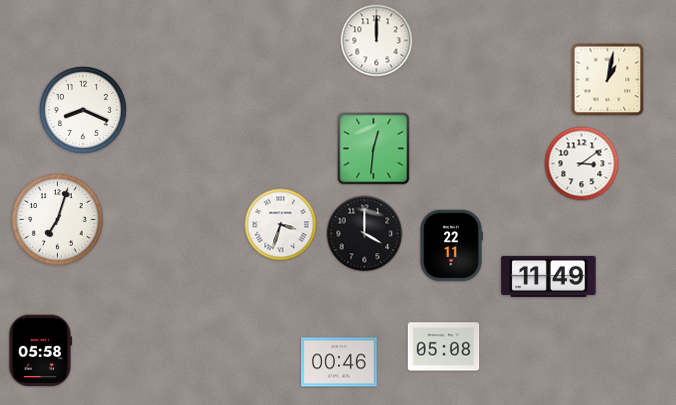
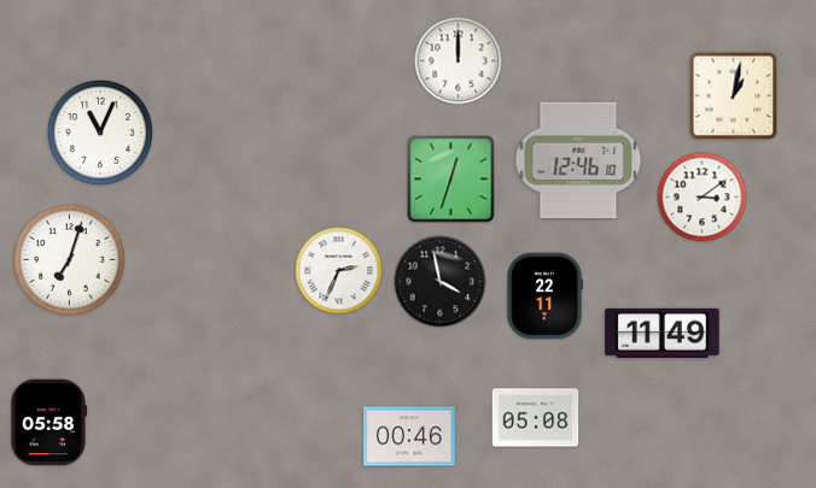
clock at (377, 41) position: (377, 41) -> (459, 61)
clock at (83, 110): 8:19 -> 11:04
clock at (578, 160): none -> 12:46
clock at (374, 149): 12:31 -> 12:33
clock at (58, 220) position: (58, 220) -> (70, 260)
clock at (281, 225): 3:33 -> 2:34
clock at (365, 234): 4:00 -> 3:58
